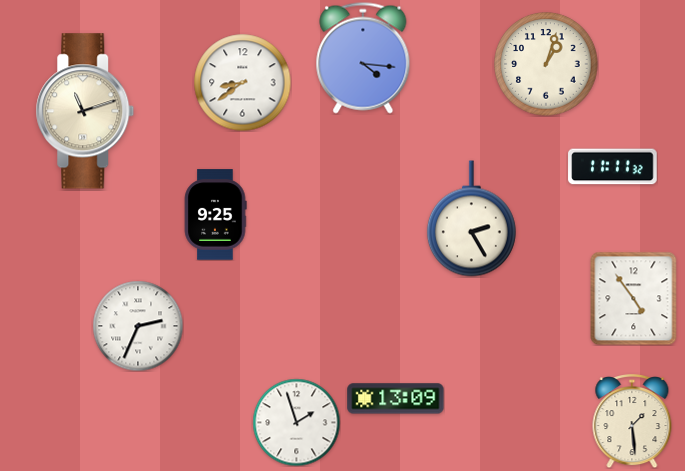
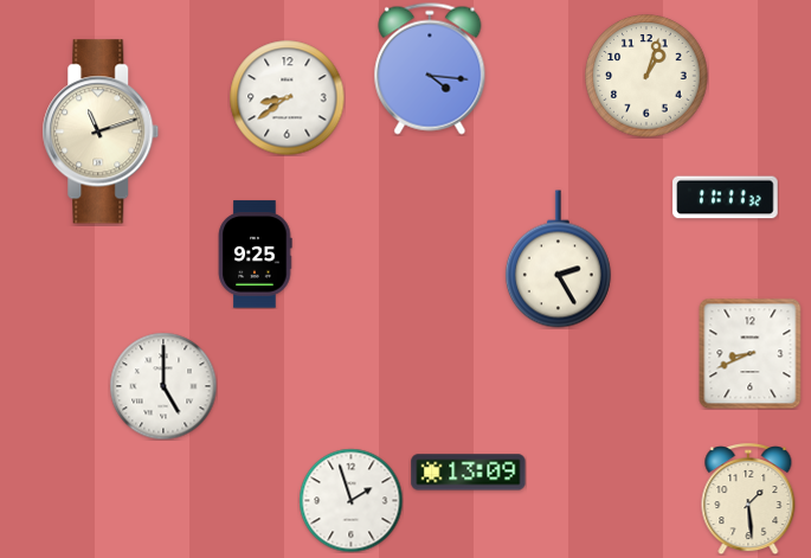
clock at (634, 298): 4:54 -> 8:41
clock at (138, 326): 2:34 -> 5:00
